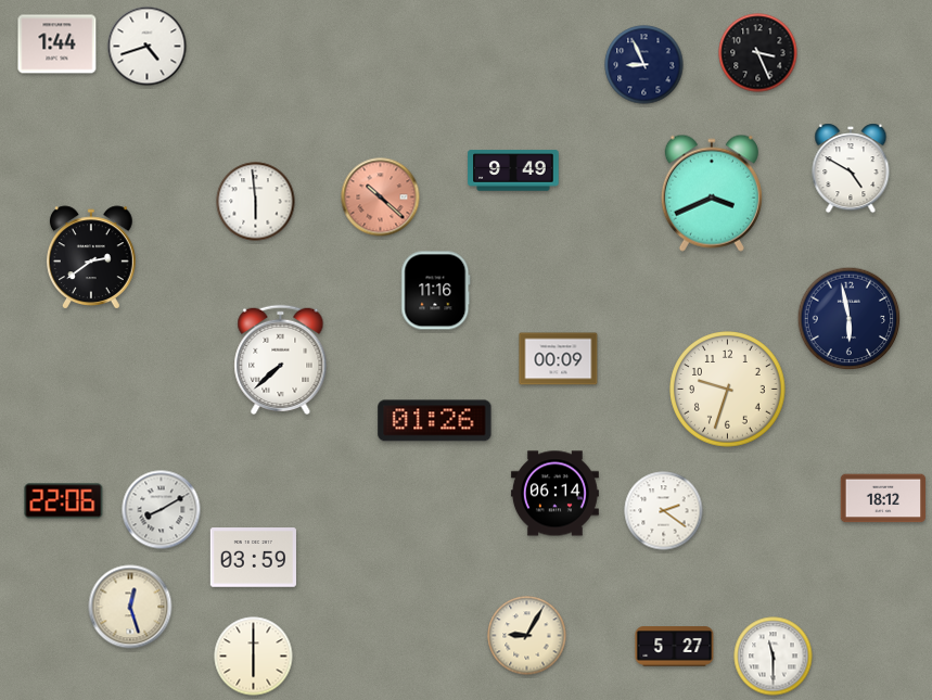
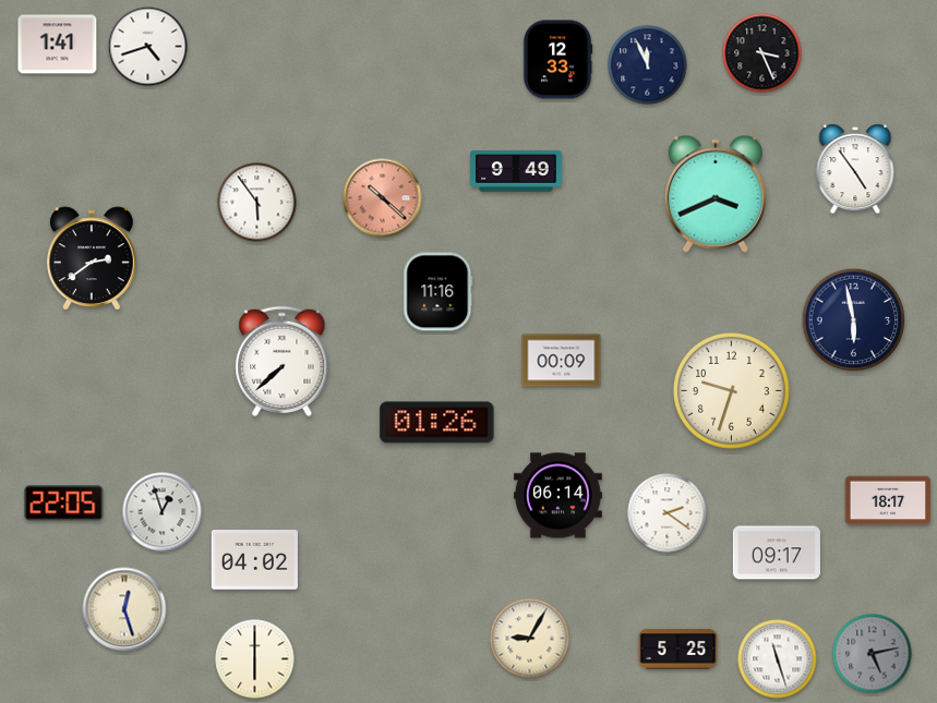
clock at (58, 44): 1:44 -> 1:41
clock at (557, 60): none -> 12:33
clock at (644, 65): 8:56 -> 11:56
clock at (851, 168): 4:50 -> 4:54
clock at (256, 202): 5:59 -> 5:54
clock at (883, 498): 18:12 -> 18:17
clock at (64, 501): 22:06 -> 22:05
clock at (162, 510): 8:10 -> 12:57
clock at (777, 553): none -> 09:17
clock at (253, 558): 03:59 -> 04:02
clock at (130, 607) position: (130, 607) -> (124, 609)
clock at (675, 647): 5:27 -> 5:25
clock at (873, 654): none -> 5:13
clock at (774, 657): 11:30 -> 11:27
